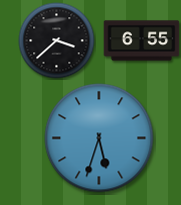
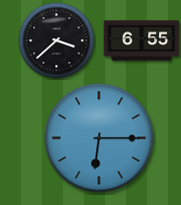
clock at (99, 138): 5:33 -> 6:15
